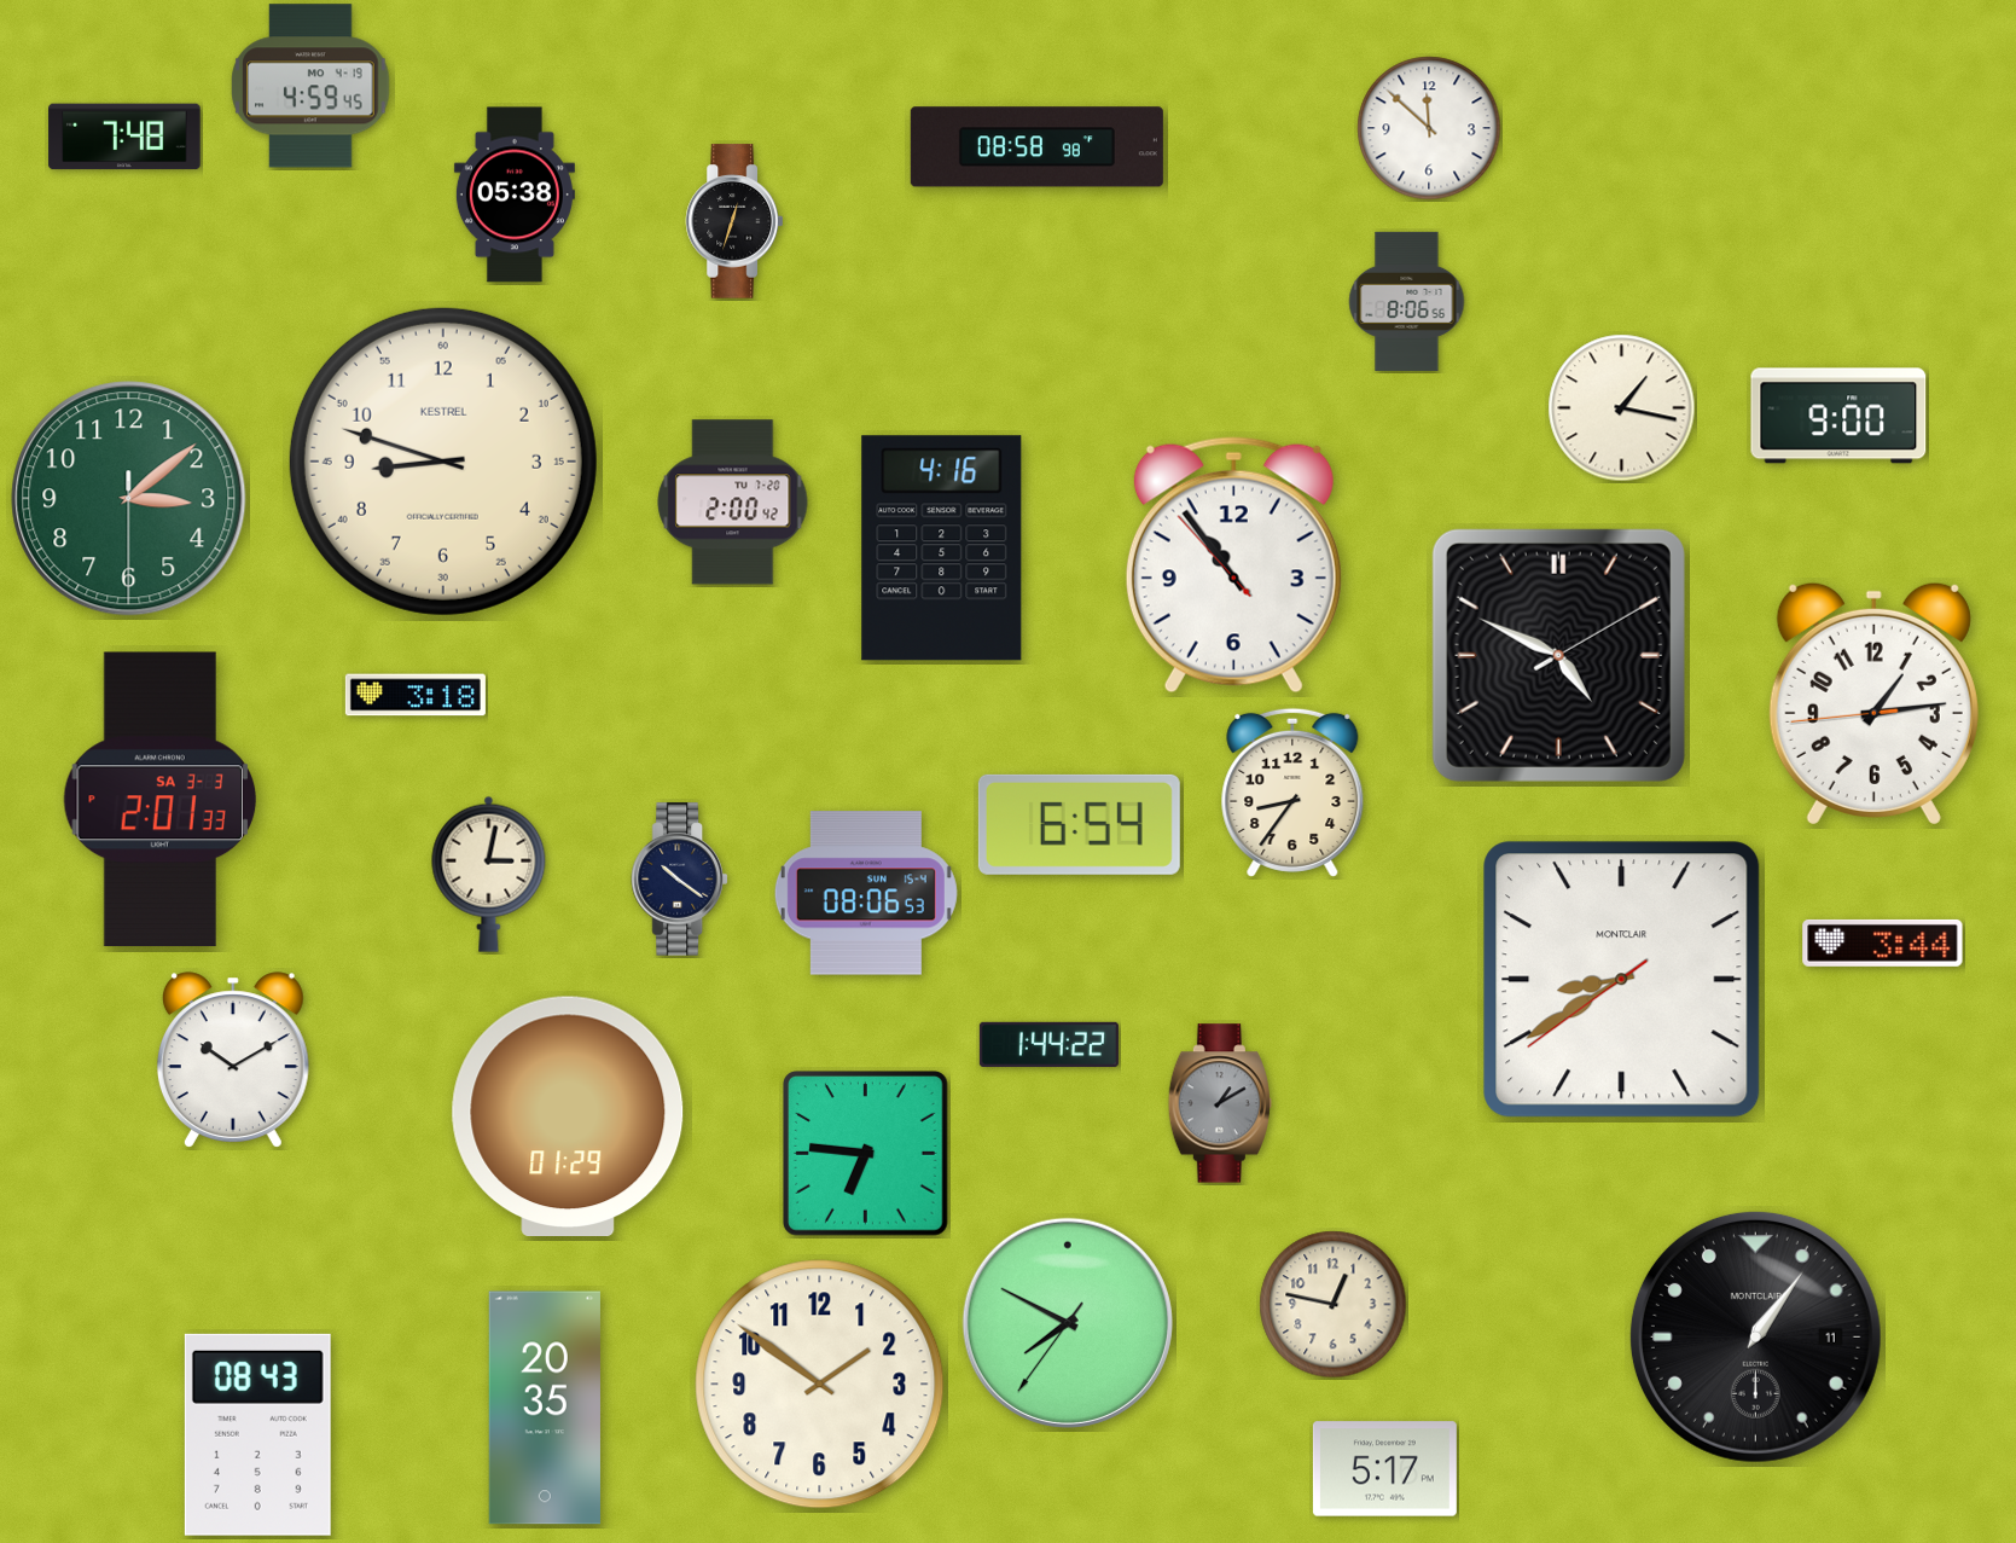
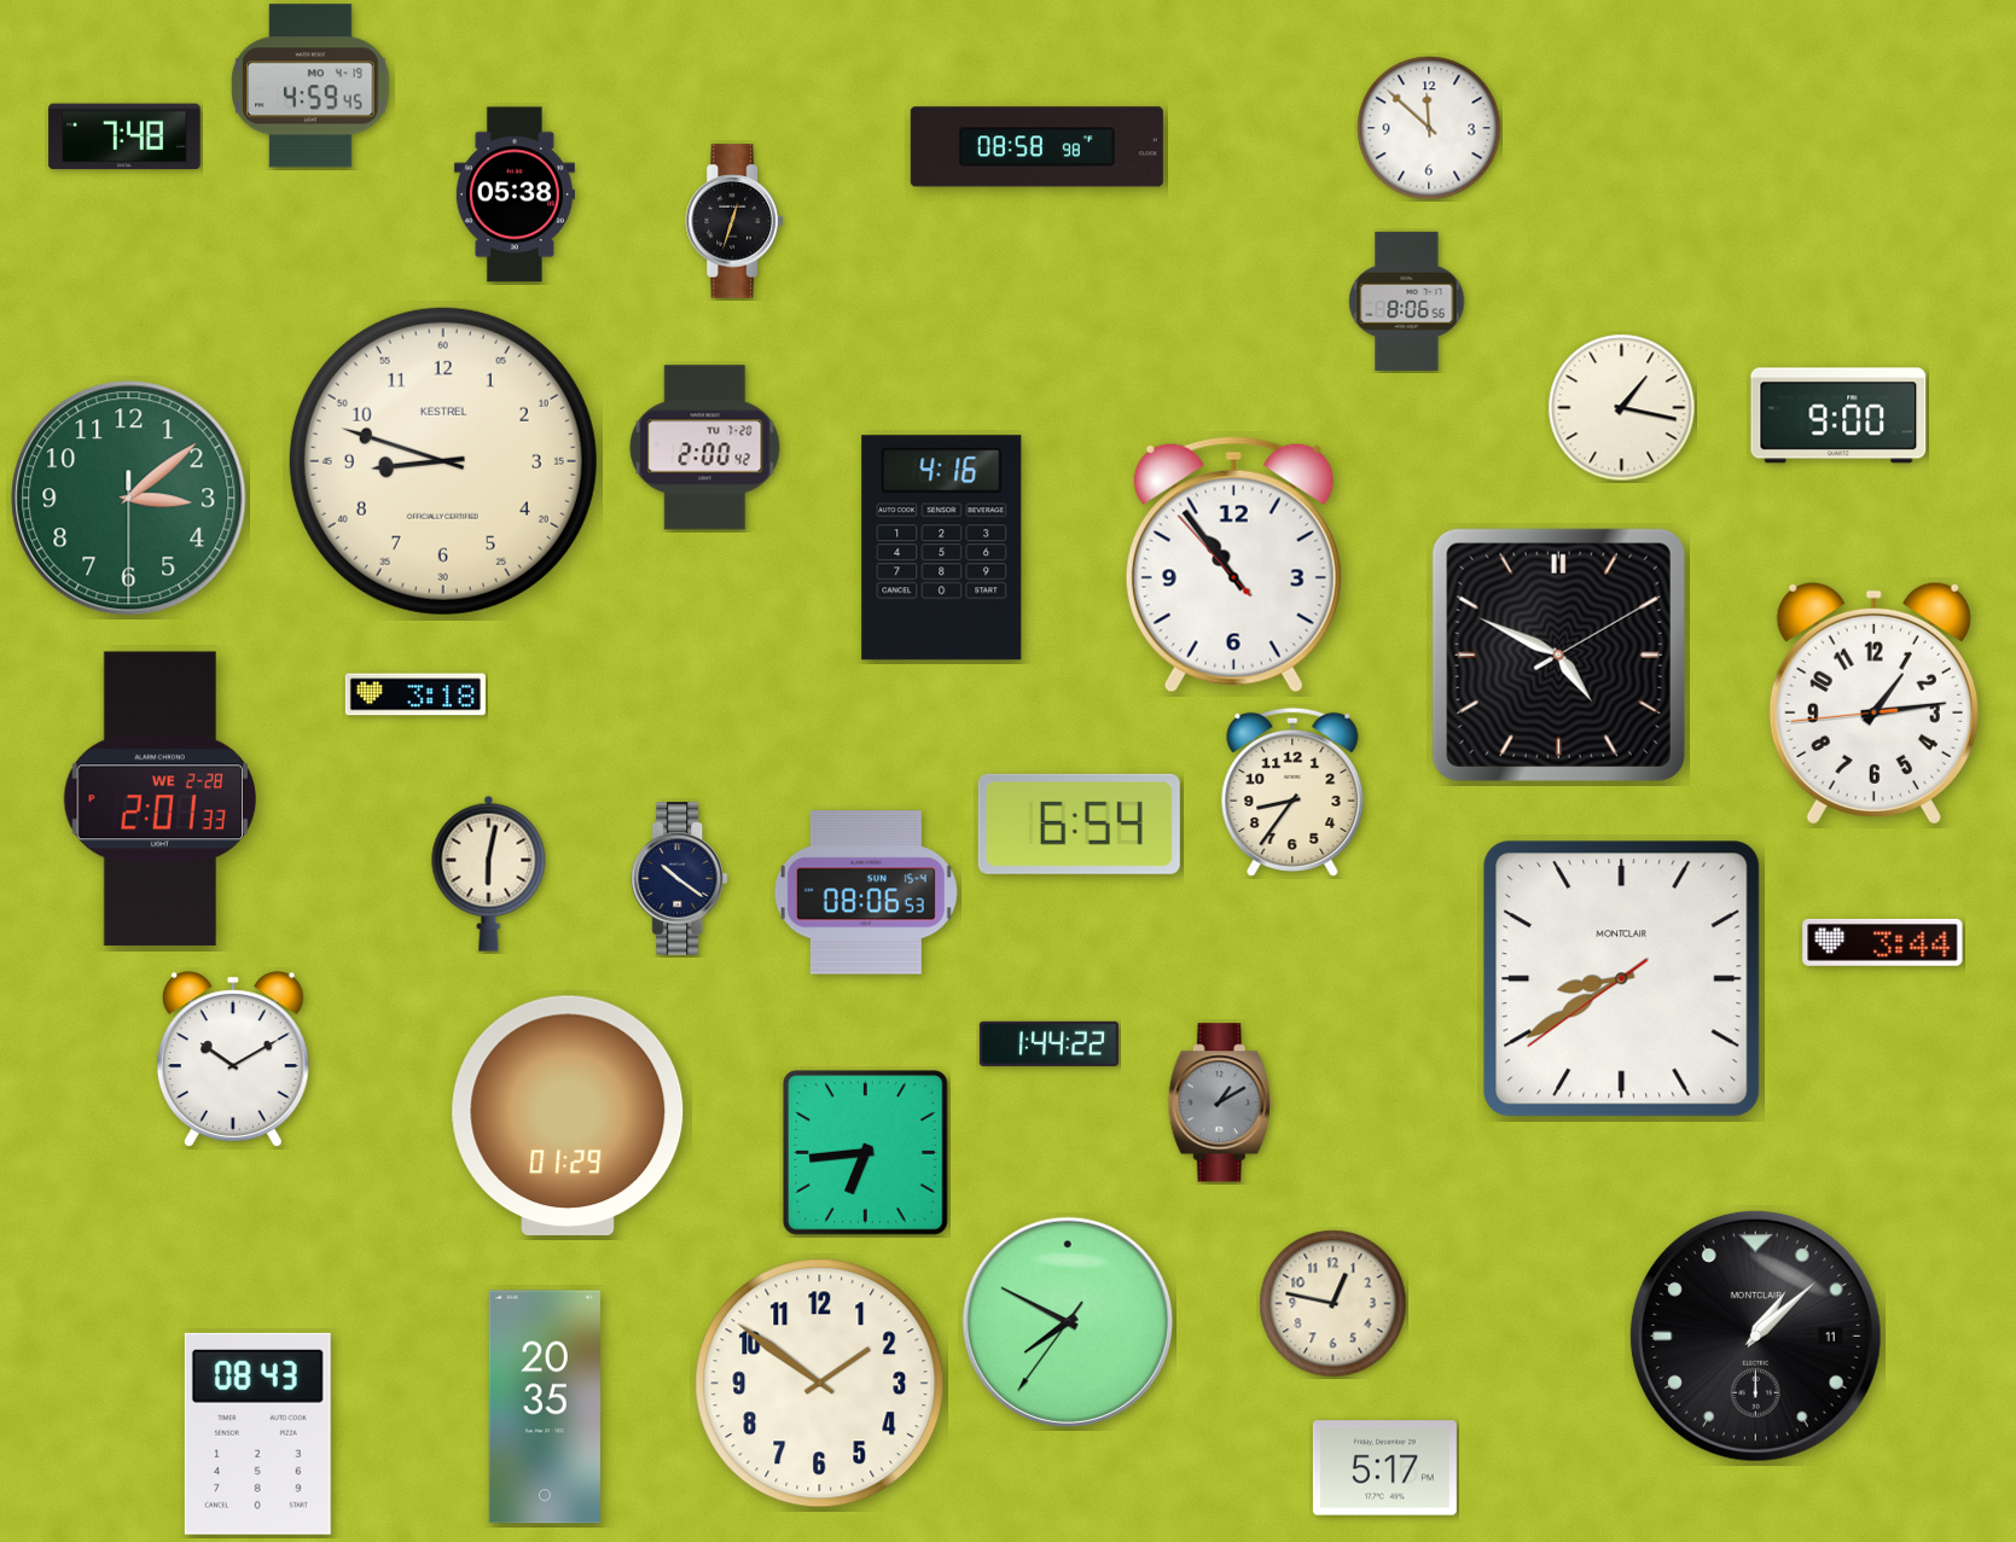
clock at (733, 503) position: (733, 503) -> (705, 448)
clock at (161, 800) date: SA 3-3 -> WE 2-28
clock at (489, 874): 3:02 -> 6:02
clock at (866, 1154): 6:46 -> 6:44
clock at (1755, 1336): 1:06 -> 1:08
